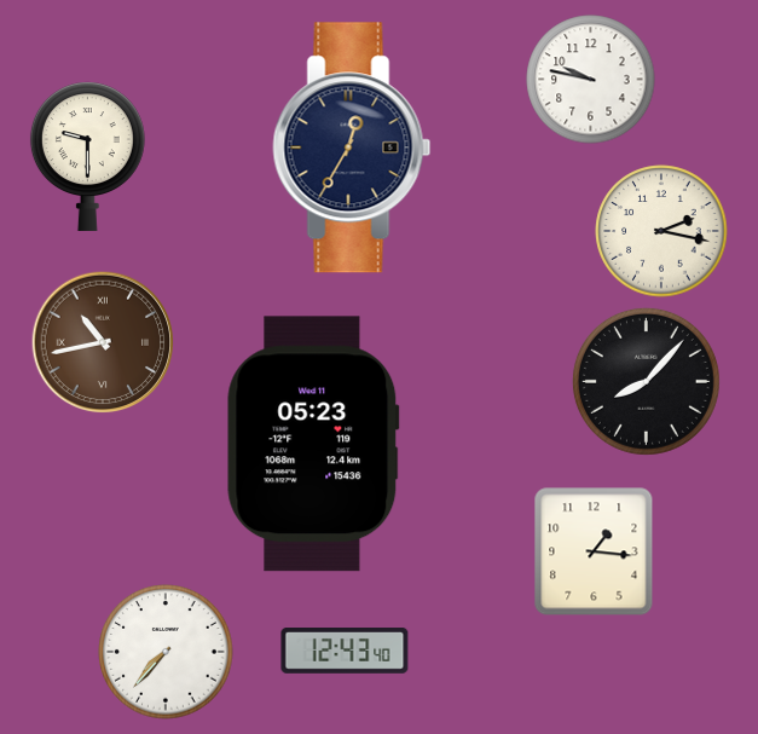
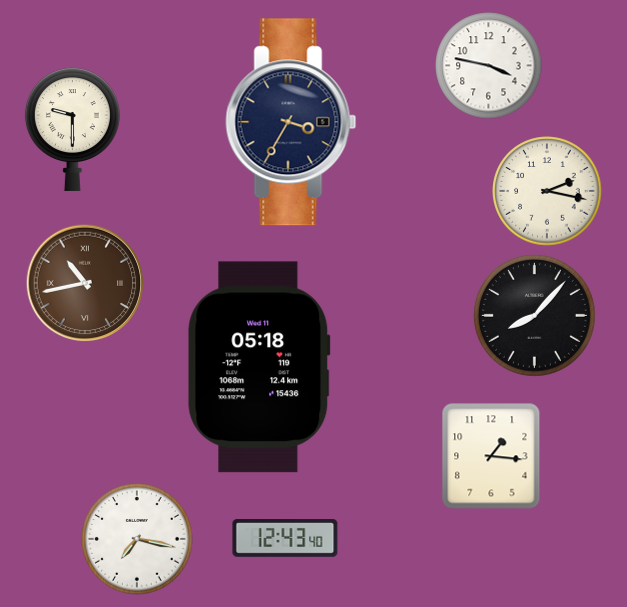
clock at (591, 80): 9:47 -> 3:47
clock at (352, 148): 12:35 -> 3:35
clock at (313, 444): 05:23 -> 05:18
clock at (166, 652): 7:37 -> 7:17
